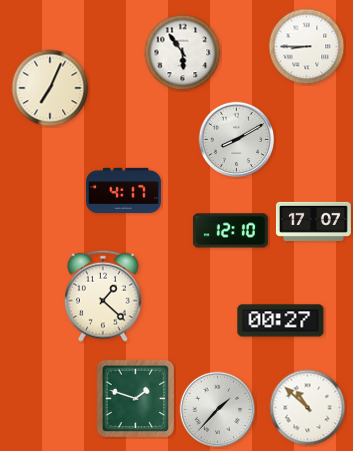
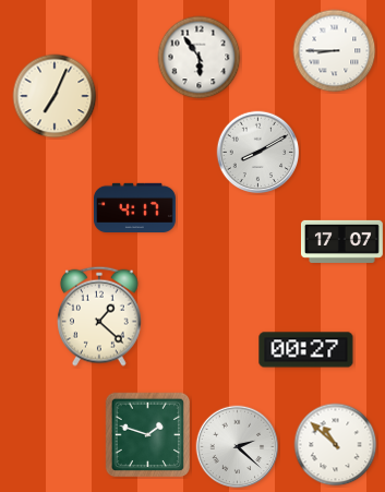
clock at (230, 231): 12:10 -> none
clock at (104, 296) position: (104, 296) -> (100, 316)
clock at (218, 410): 1:37 -> 2:22
